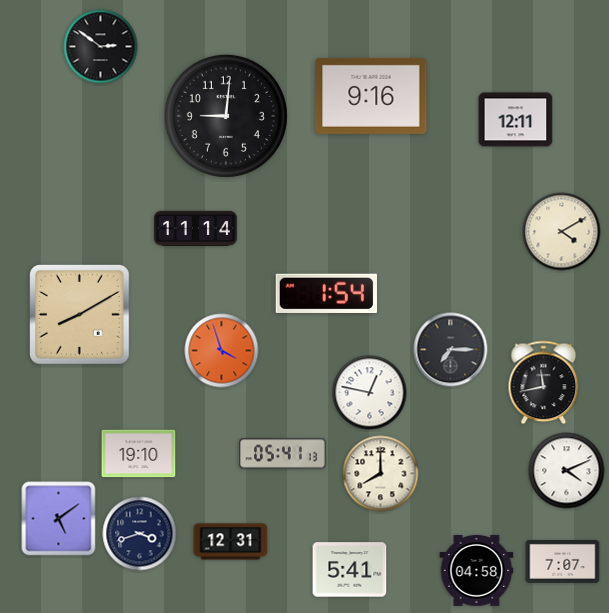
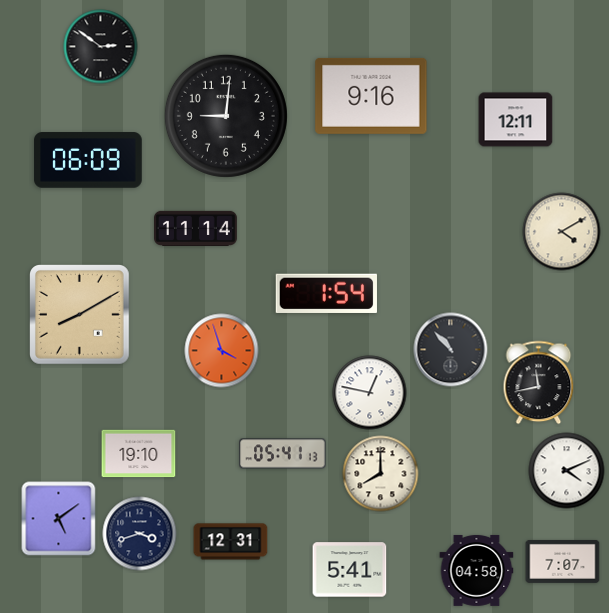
clock at (88, 160): none -> 06:09
clock at (451, 350): 7:15 -> 10:53
clock at (544, 383) position: (544, 383) -> (539, 383)
